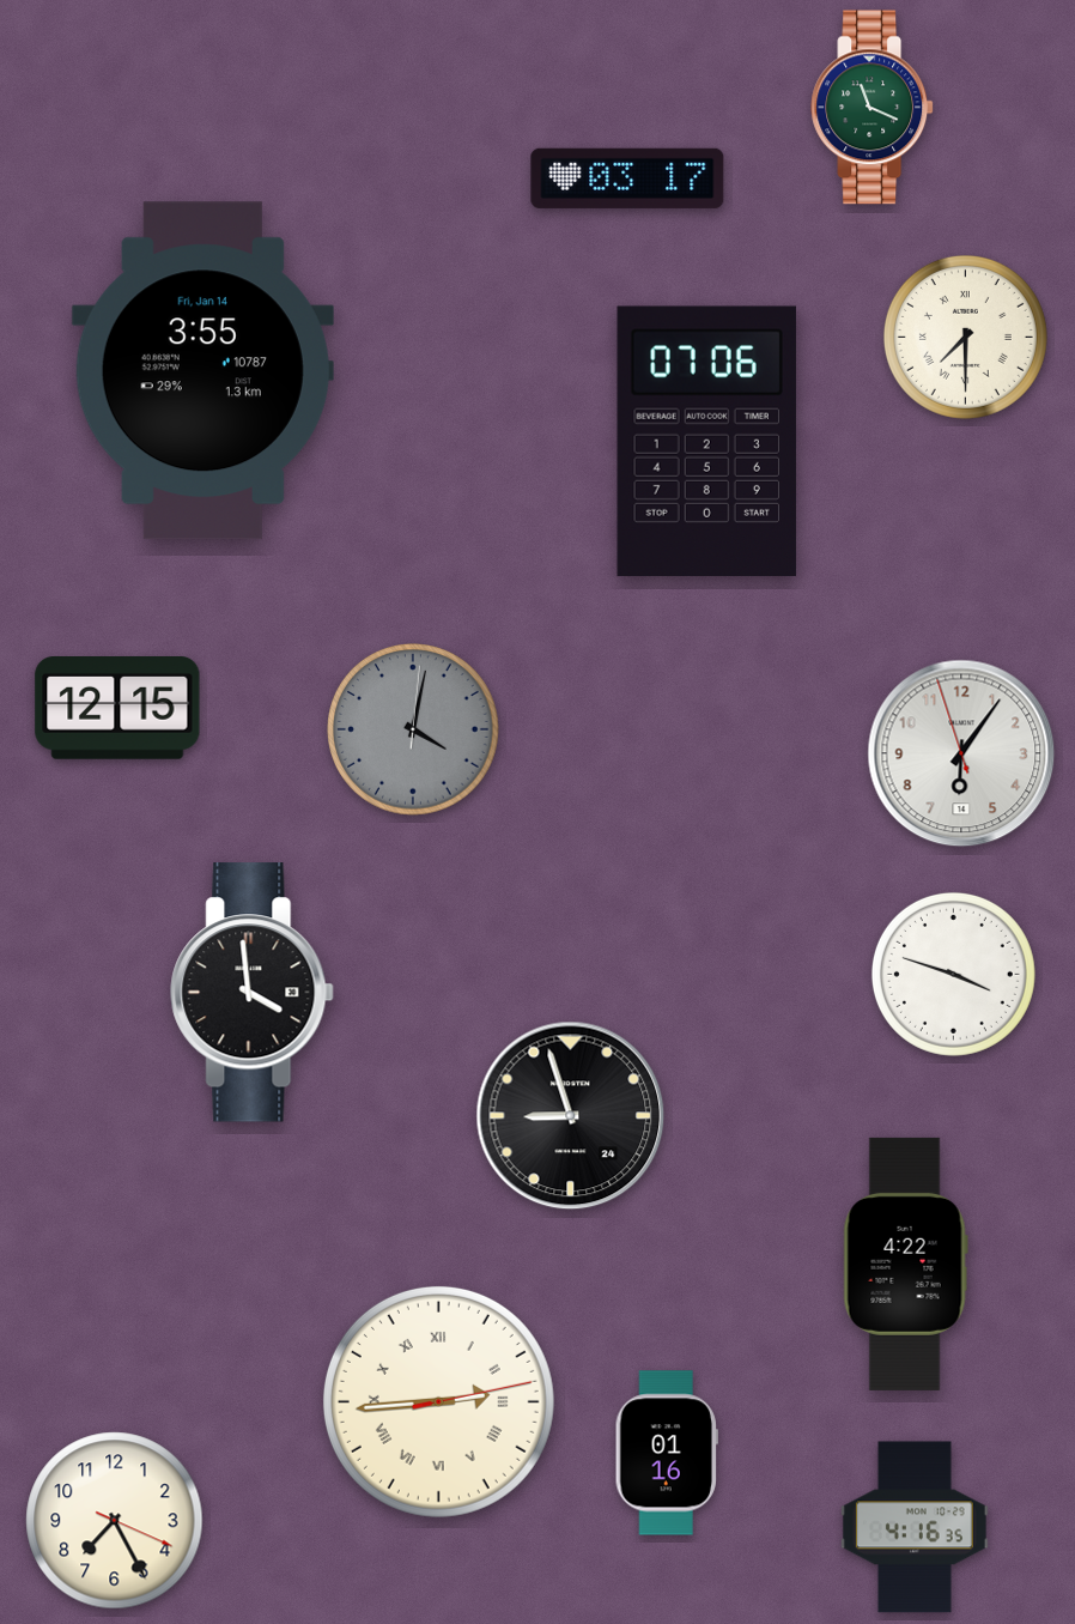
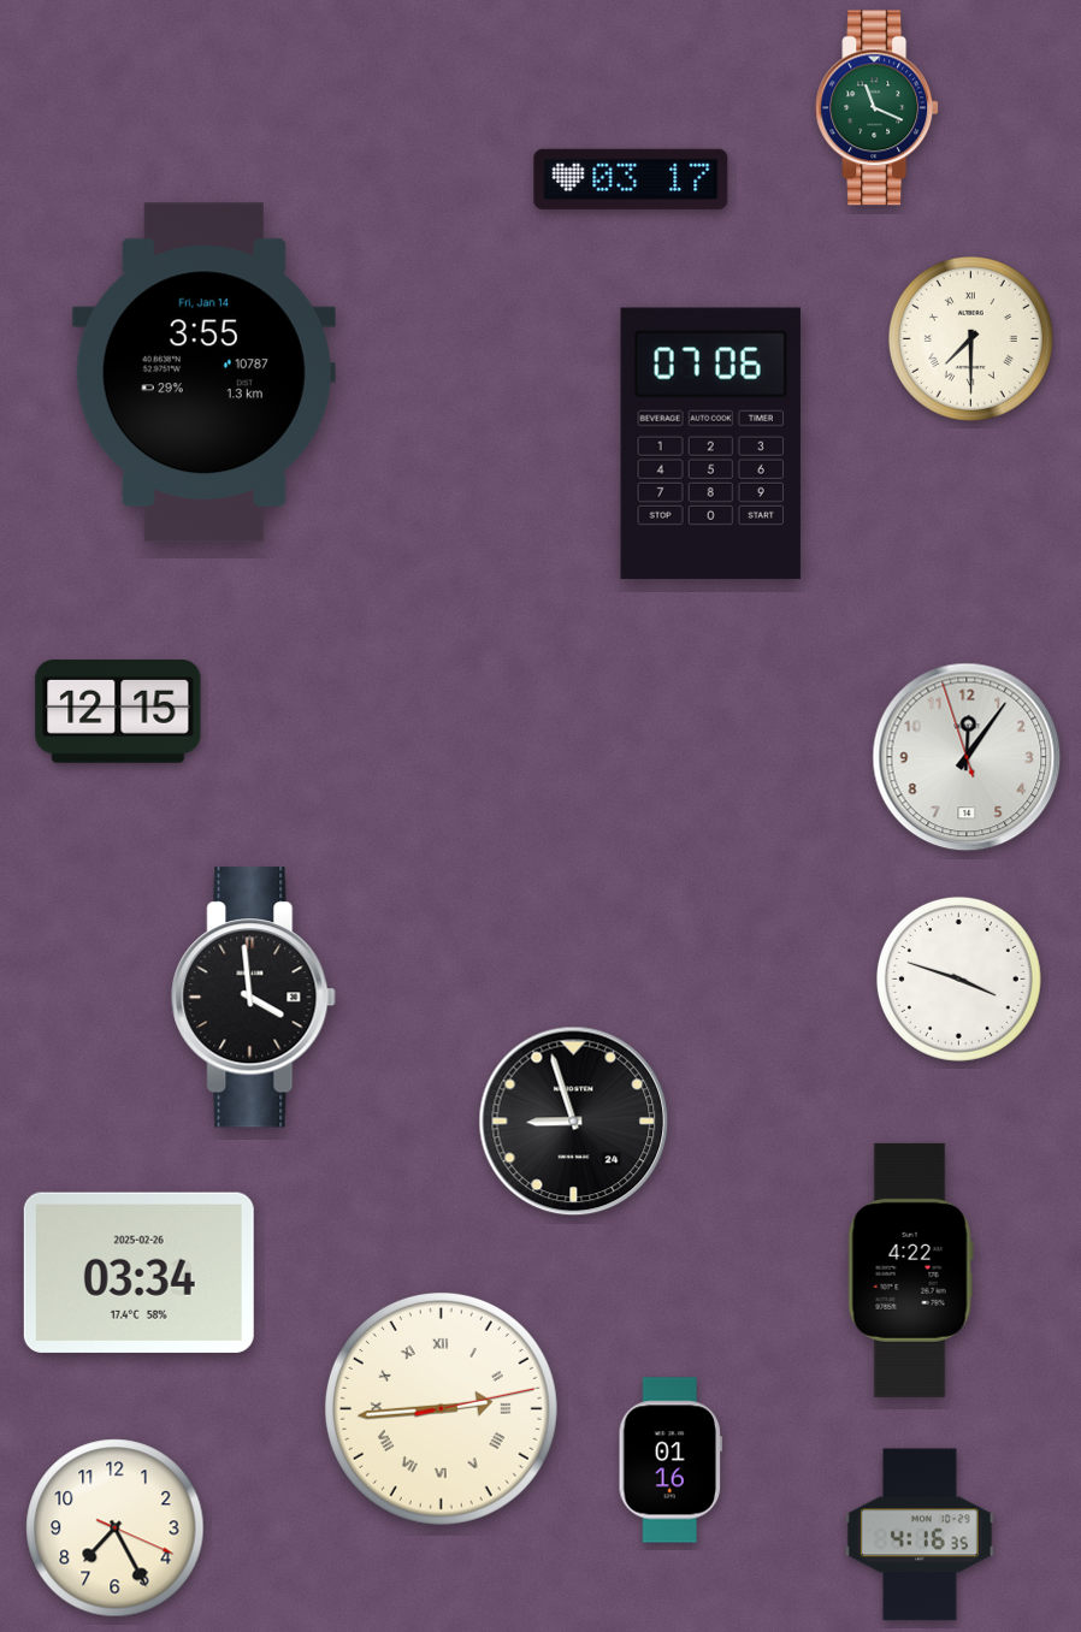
clock at (413, 729): 4:02 -> none
clock at (961, 753): 6:05 -> 12:05
clock at (138, 1272): none -> 03:34
